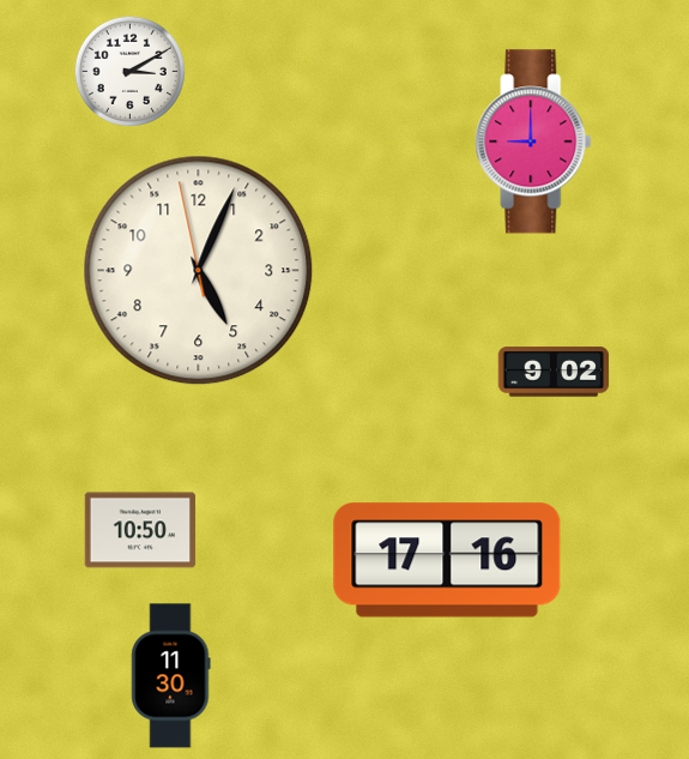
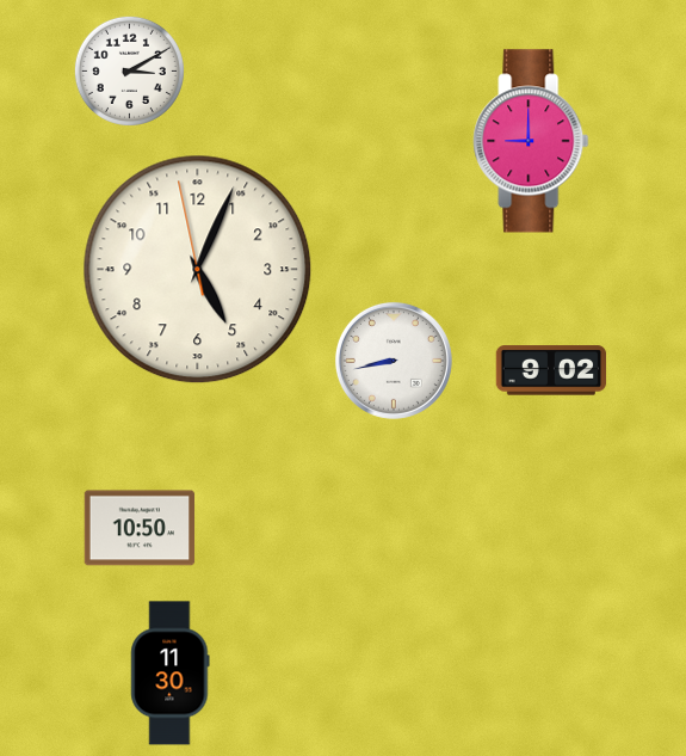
clock at (394, 361): none -> 8:43
clock at (447, 560): 17:16 -> none
